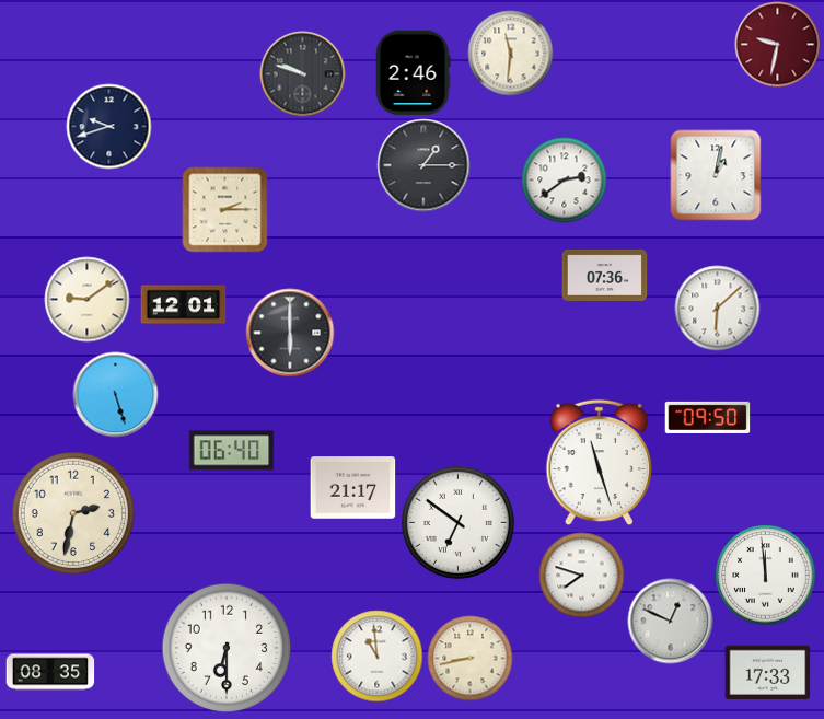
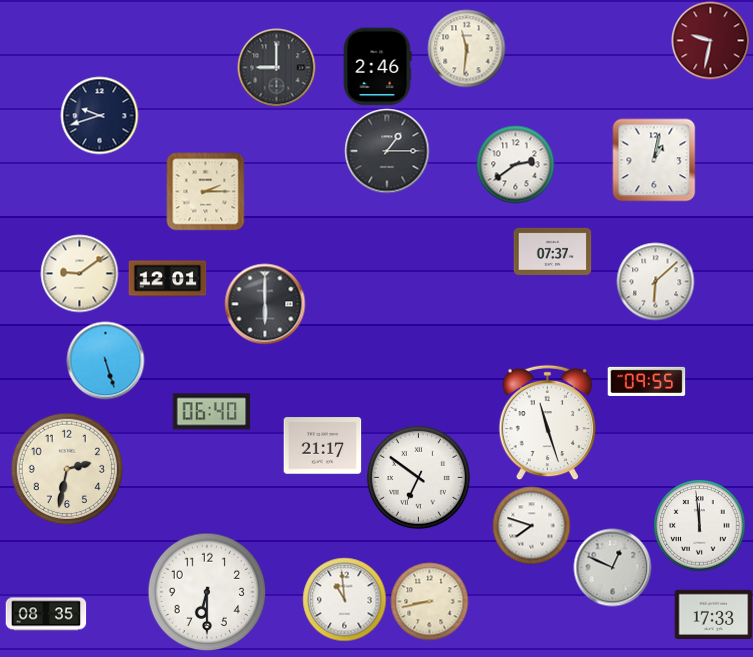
clock at (302, 73): 9:48 -> 9:00
clock at (604, 275): 07:36 -> 07:37
clock at (707, 417): 09:50 -> 09:55
clock at (767, 672) position: (767, 672) -> (713, 614)
